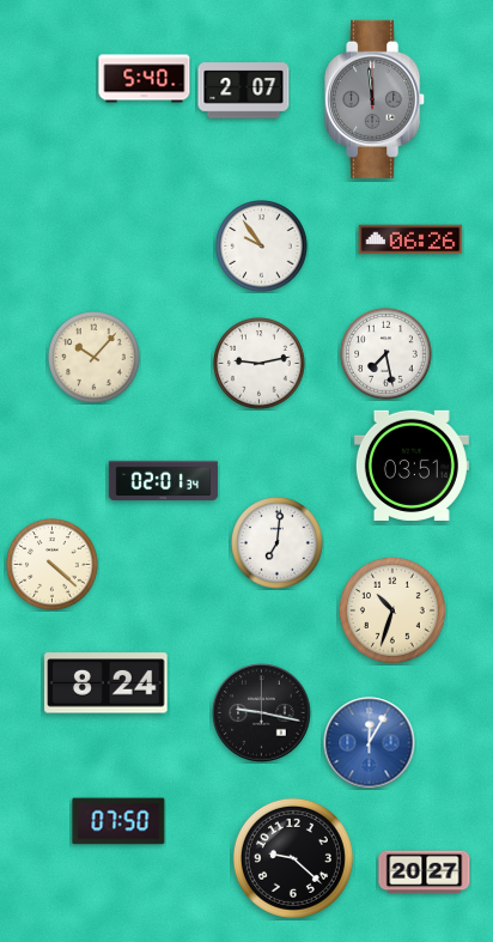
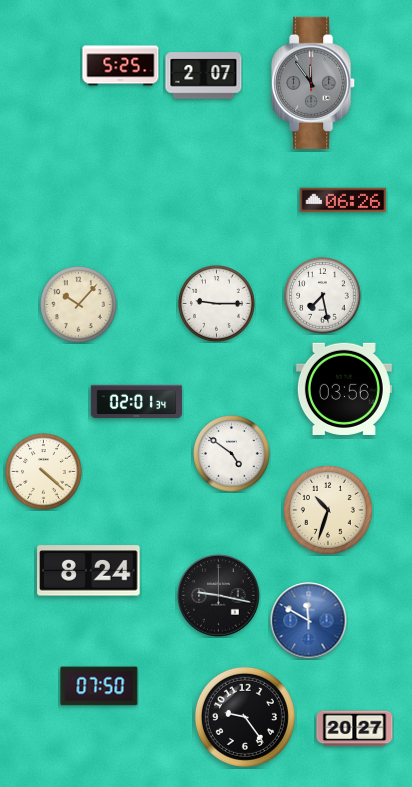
clock at (145, 79): 5:40 -> 5:25
clock at (376, 99): 11:59 -> 11:54
clock at (262, 247): 9:54 -> none
clock at (95, 358) position: (95, 358) -> (79, 305)
clock at (260, 364): 9:13 -> 9:15
clock at (412, 466): 03:51 -> 03:56
clock at (278, 543): 7:01 -> 4:51
clock at (370, 743): 12:05 -> 11:50
clock at (293, 858): 9:22 -> 9:24
